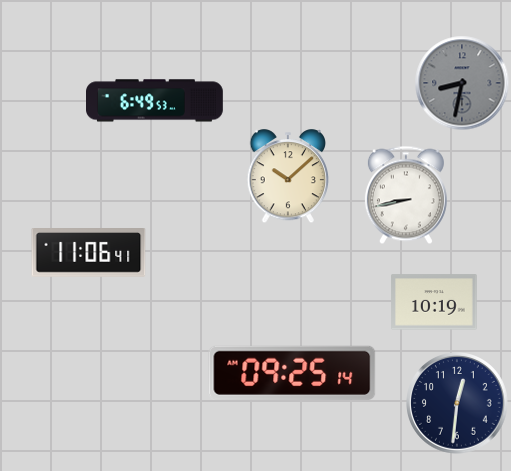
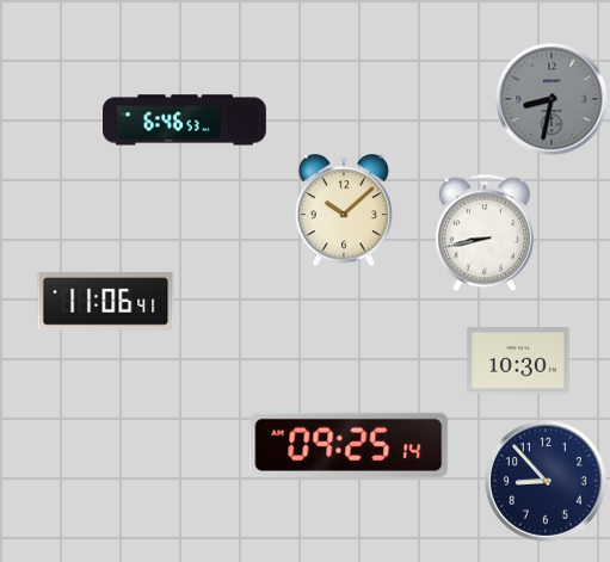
clock at (155, 101): 6:49 -> 6:46
clock at (434, 302): 10:19 -> 10:30
clock at (457, 403): 12:31 -> 8:53
